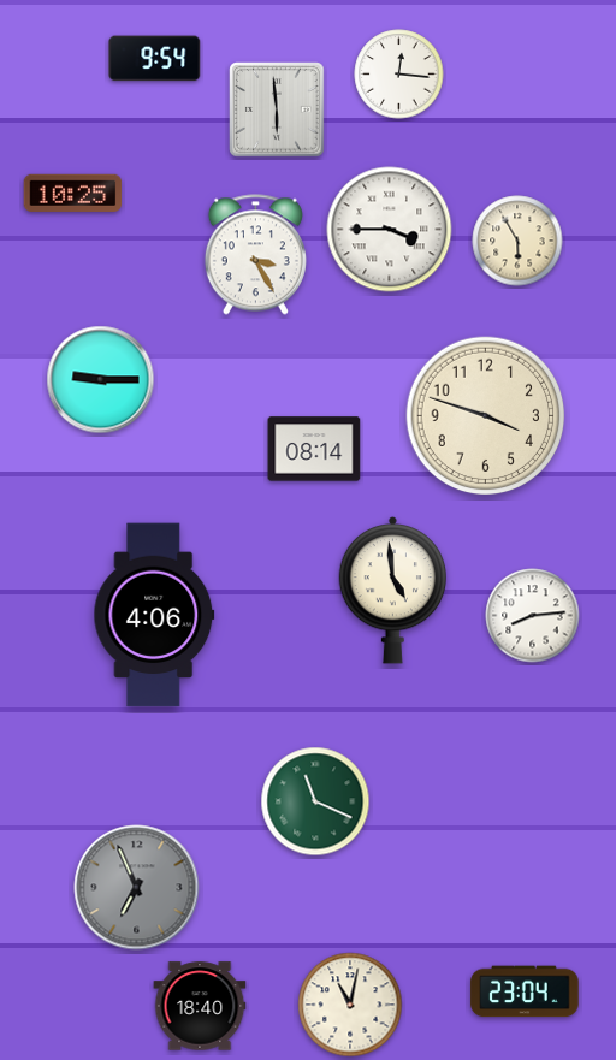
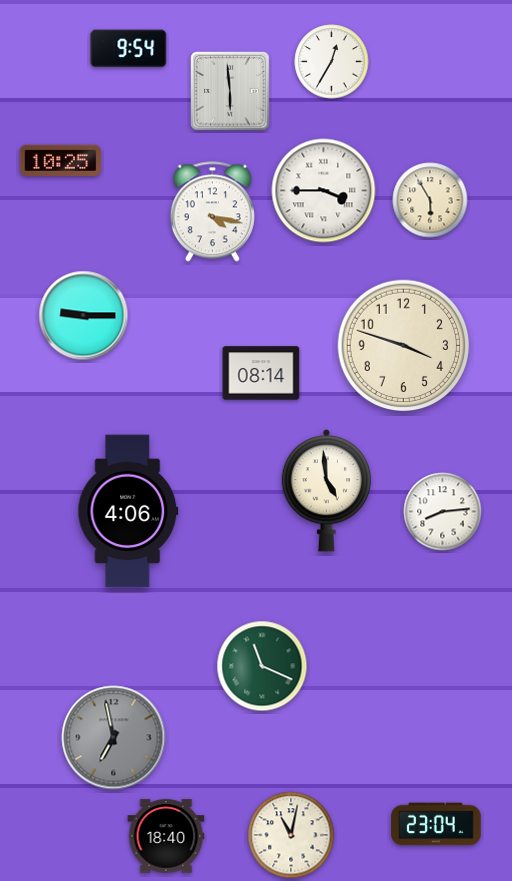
clock at (399, 75): 12:16 -> 12:35
clock at (255, 255): 3:25 -> 4:17
clock at (137, 888): 6:56 -> 6:58
